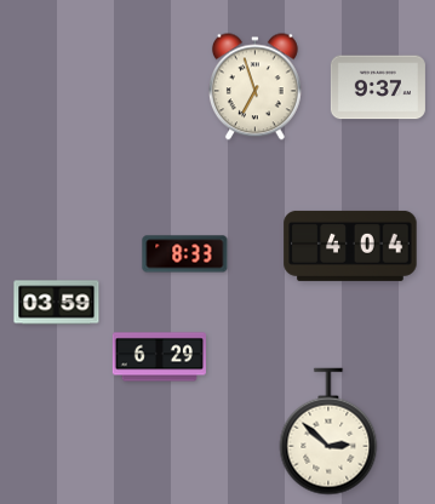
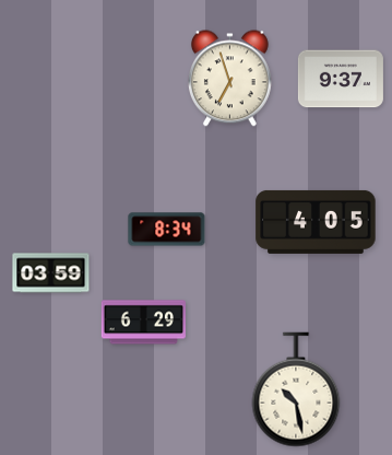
clock at (350, 246): 4:04 -> 4:05
clock at (185, 254): 8:33 -> 8:34
clock at (328, 431): 2:52 -> 10:28
